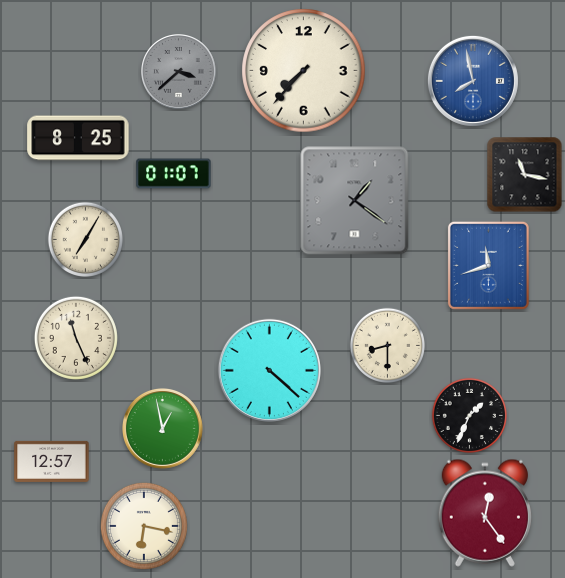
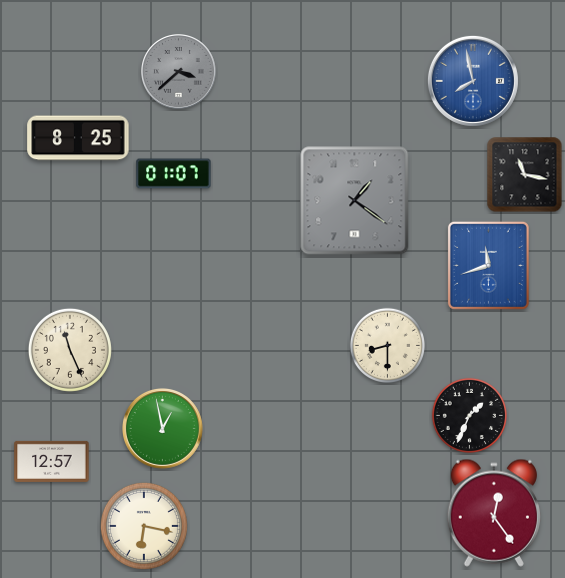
clock at (304, 71): 7:37 -> none
clock at (85, 239): 7:05 -> none
clock at (76, 338) position: (76, 338) -> (70, 350)
clock at (269, 370): 4:22 -> none
clock at (485, 513) position: (485, 513) -> (494, 513)
